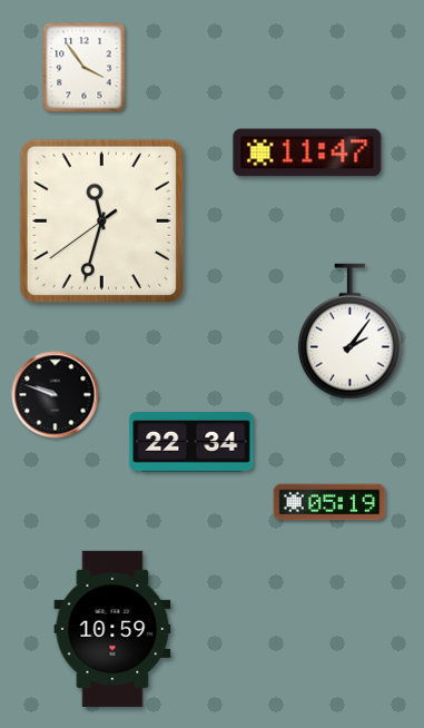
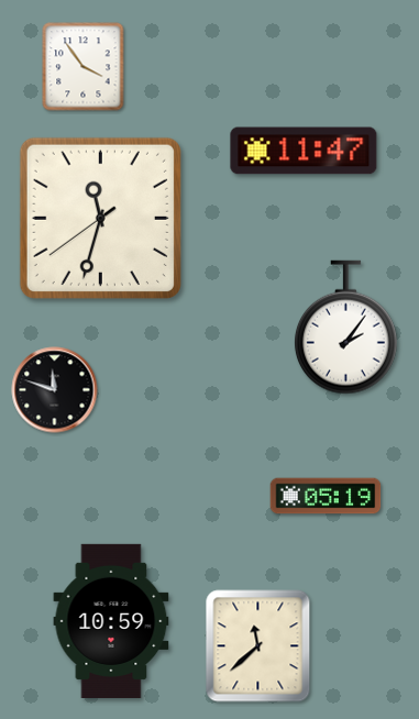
clock at (56, 395): 9:48 -> 11:48
clock at (191, 442): 22:34 -> none
clock at (258, 646): none -> 11:38
